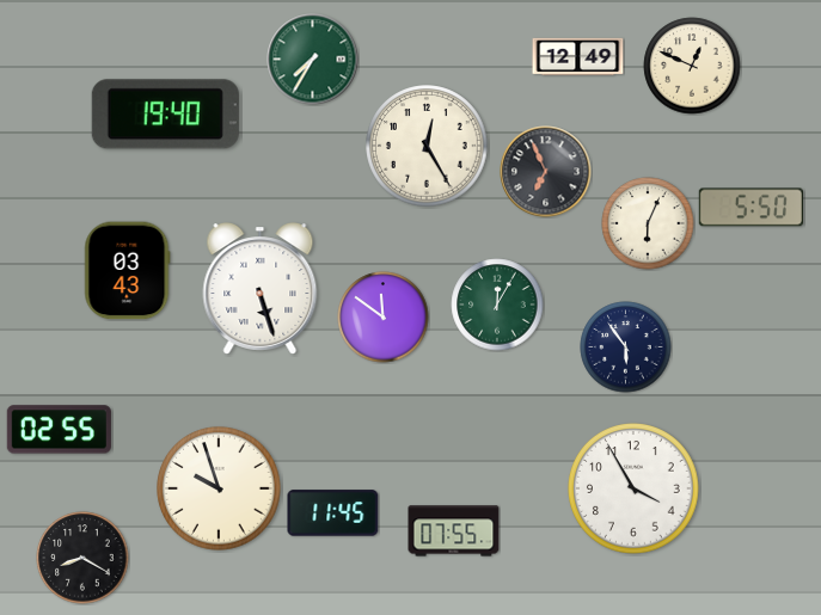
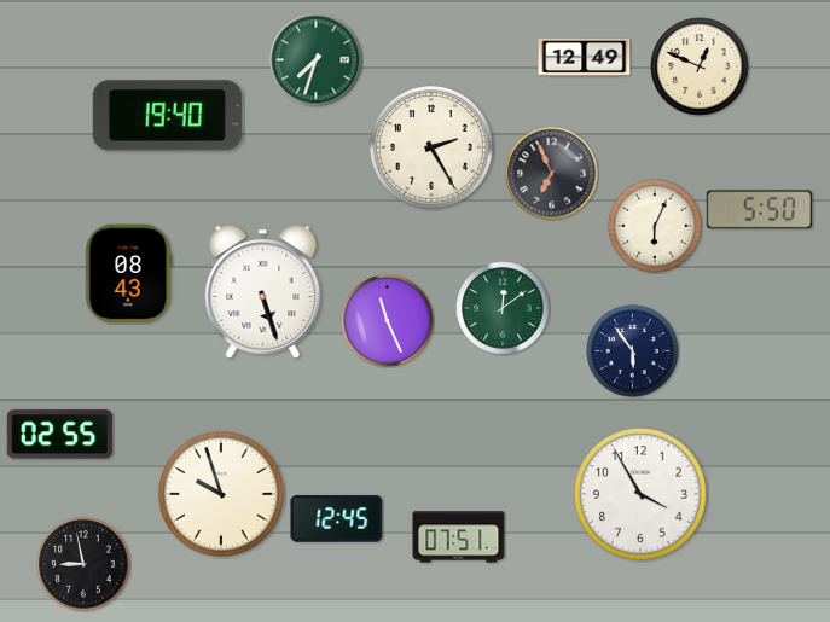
clock at (313, 60): 7:35 -> 7:33
clock at (427, 146): 12:25 -> 2:25
clock at (128, 271): 03:43 -> 08:43
clock at (497, 305): 12:05 -> 12:09
clock at (384, 318): 11:51 -> 11:26
clock at (333, 513): 11:45 -> 12:45
clock at (454, 531): 07:55 -> 07:51
clock at (82, 558): 8:20 -> 8:58
